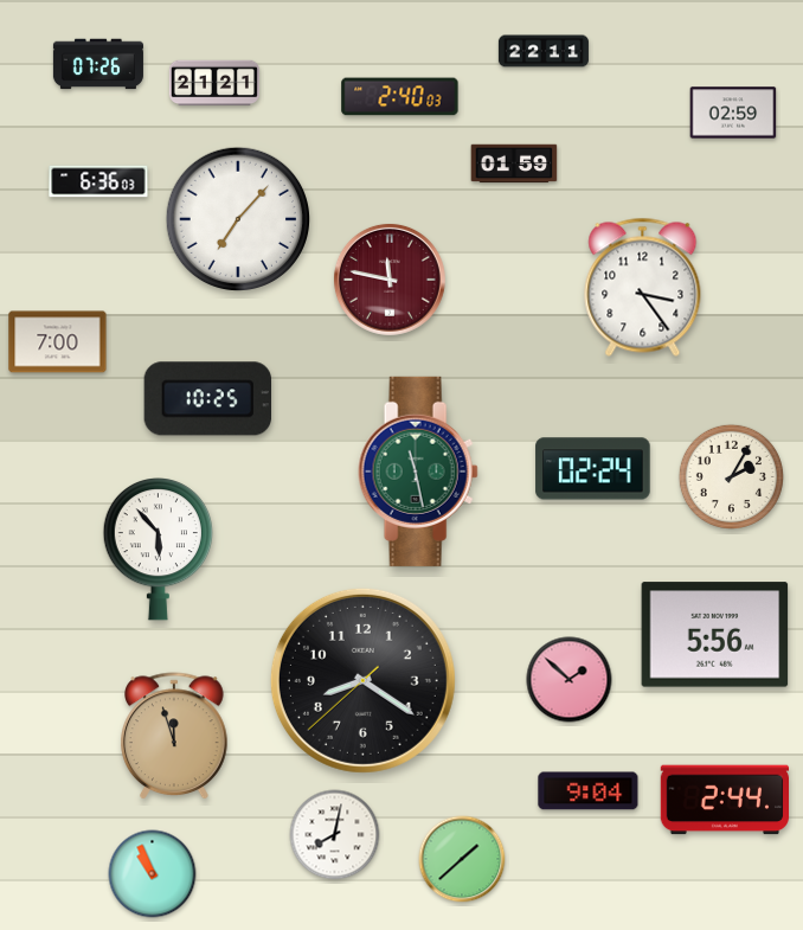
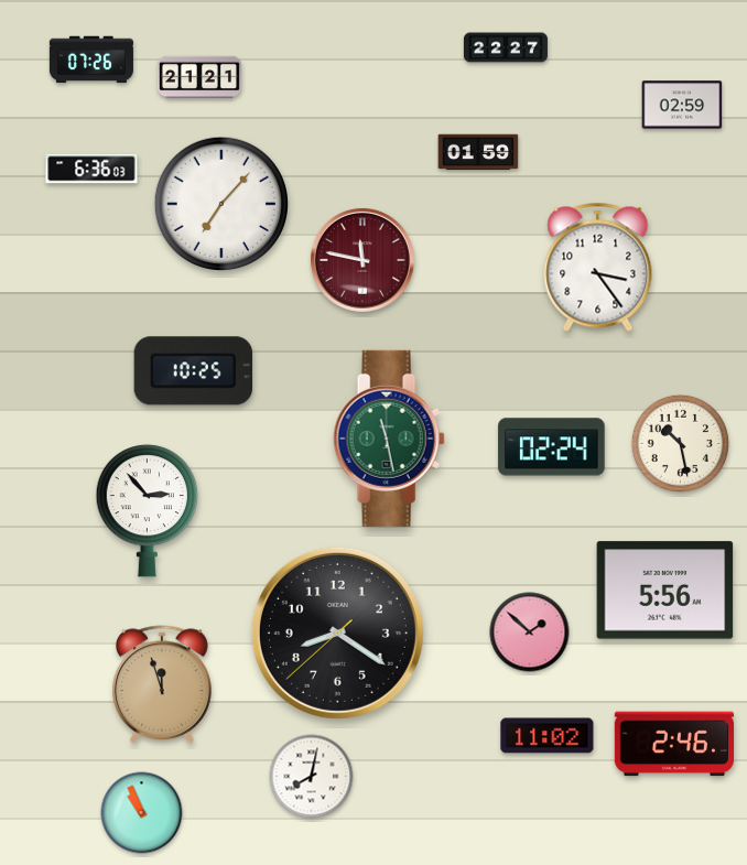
clock at (544, 51): 22:11 -> 22:27
clock at (400, 97): 2:40 -> none
clock at (58, 342): 7:00 -> none
clock at (593, 469) position: (593, 469) -> (552, 447)
clock at (731, 476): 2:05 -> 10:28
clock at (158, 550): 5:53 -> 2:53
clock at (589, 791): 9:04 -> 11:02
clock at (724, 800): 2:44 -> 2:46
clock at (462, 859): 1:38 -> none
